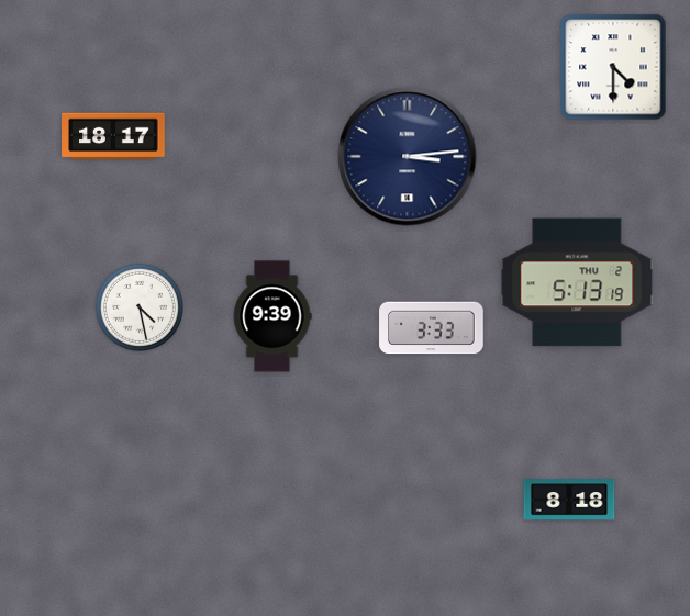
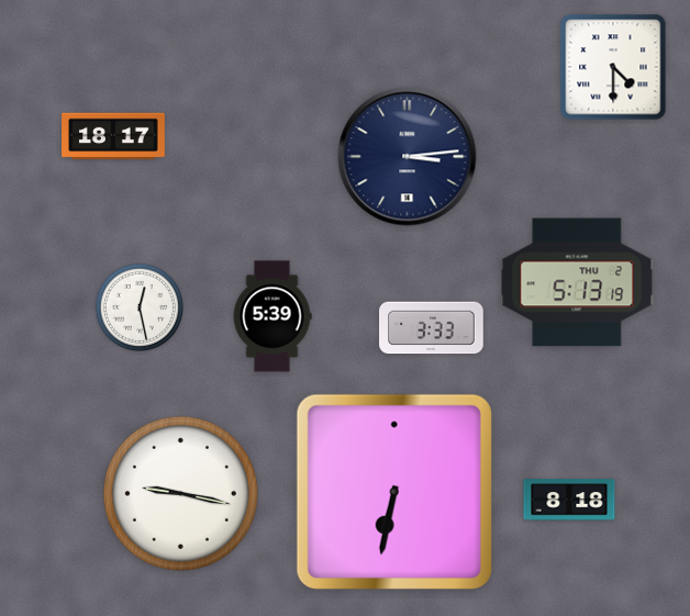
clock at (138, 306): 4:28 -> 12:28
clock at (272, 316): 9:39 -> 5:39
clock at (394, 492): none -> 6:32
clock at (180, 493): none -> 9:17
